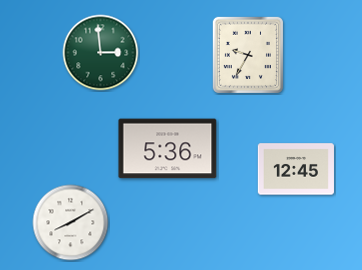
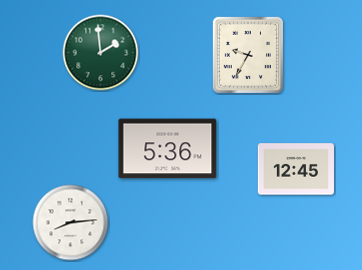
clock at (101, 53): 2:59 -> 1:59
clock at (71, 223): 8:10 -> 8:14
